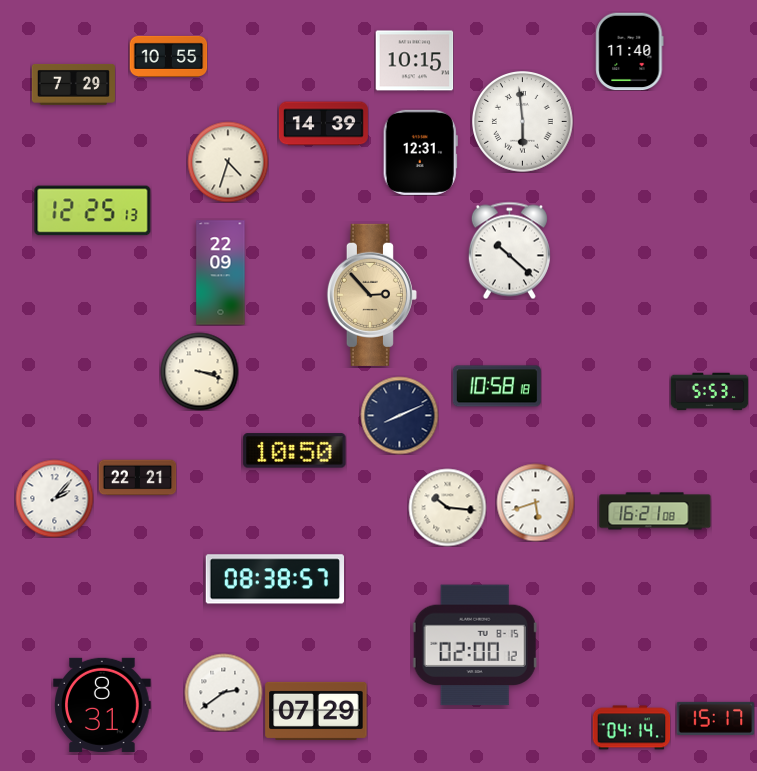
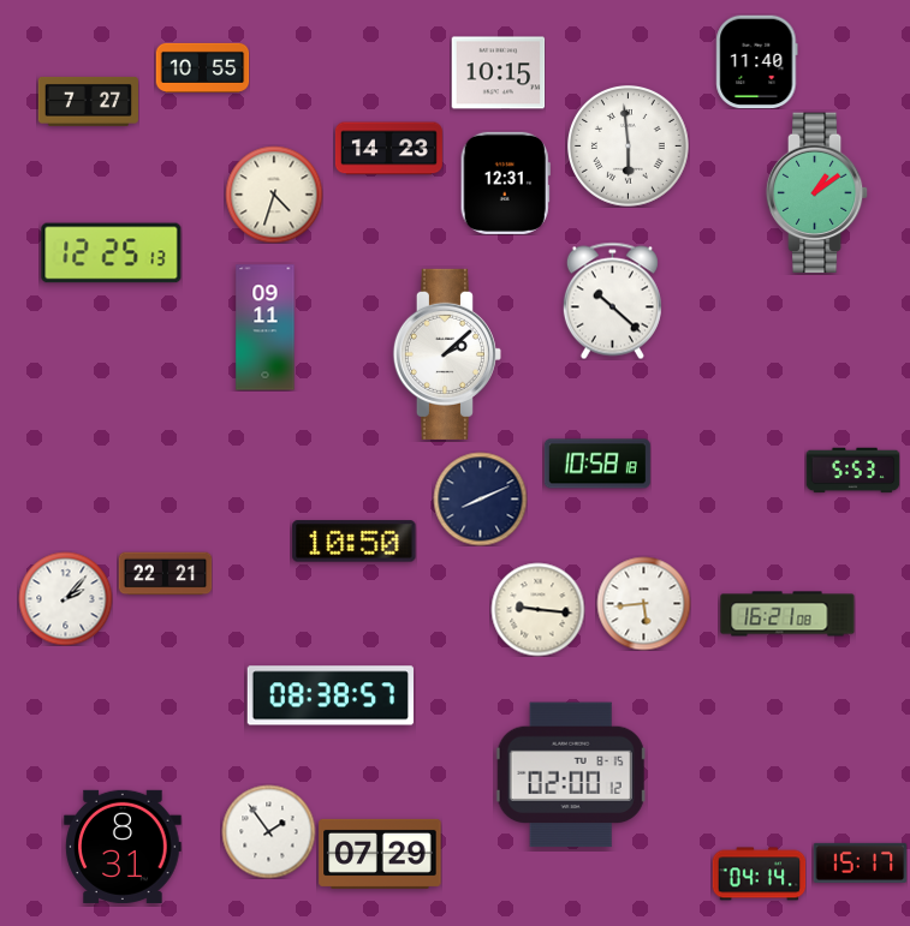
clock at (73, 85): 7:29 -> 7:27
clock at (323, 124): 14:39 -> 14:23
clock at (817, 193): none -> 1:09
clock at (221, 273): 22:09 -> 09:11
clock at (372, 295): 2:53 -> 2:08
clock at (372, 295) dial: champagne -> white
clock at (199, 371): 3:18 -> none
clock at (535, 502): 5:42 -> 5:44
clock at (447, 507): 10:16 -> 9:16
clock at (223, 692): 2:39 -> 1:54
